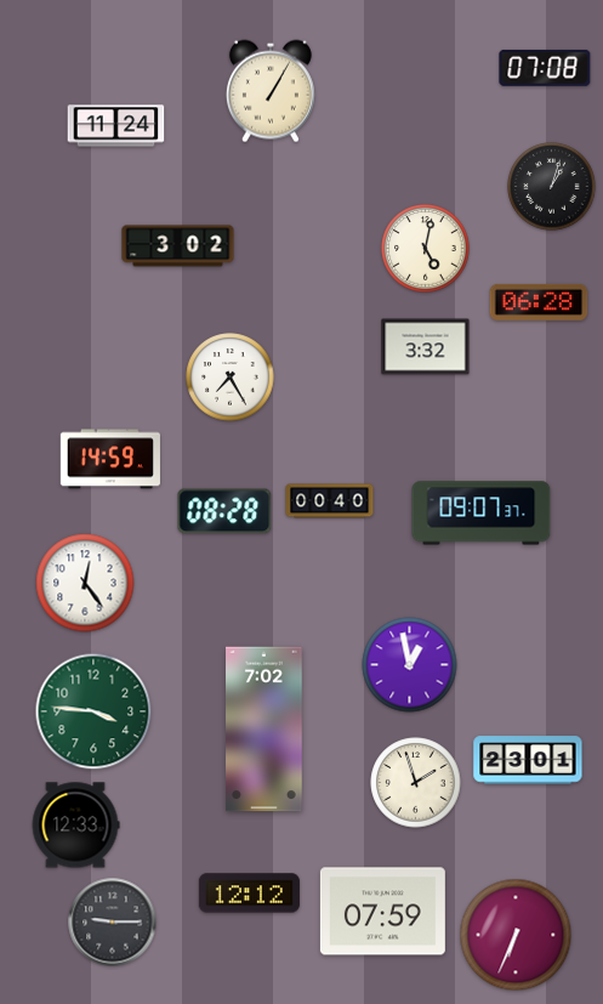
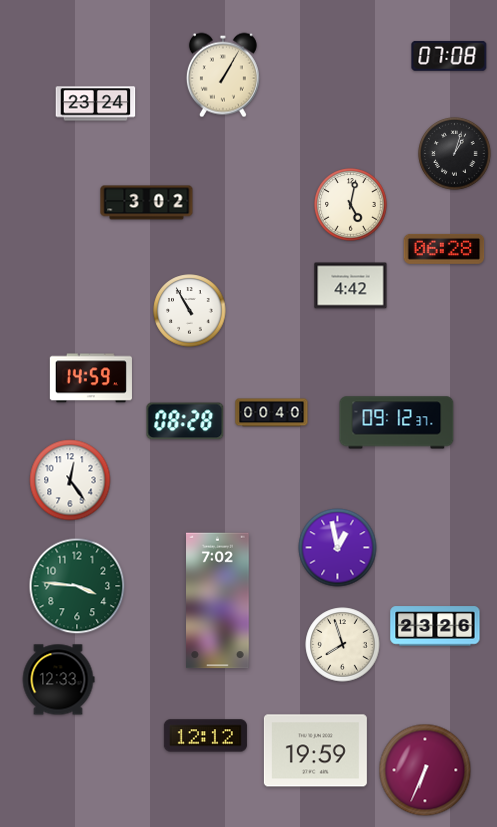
clock at (116, 126): 11:24 -> 23:24
clock at (426, 347): 3:32 -> 4:42
clock at (231, 378): 7:25 -> 10:55
clock at (482, 514): 09:07 -> 09:12
clock at (528, 760): 23:01 -> 23:26
clock at (416, 783): 1:57 -> 7:57
clock at (75, 826) position: (75, 826) -> (58, 680)
clock at (382, 912): 07:59 -> 19:59
clock at (113, 923): 9:15 -> none
